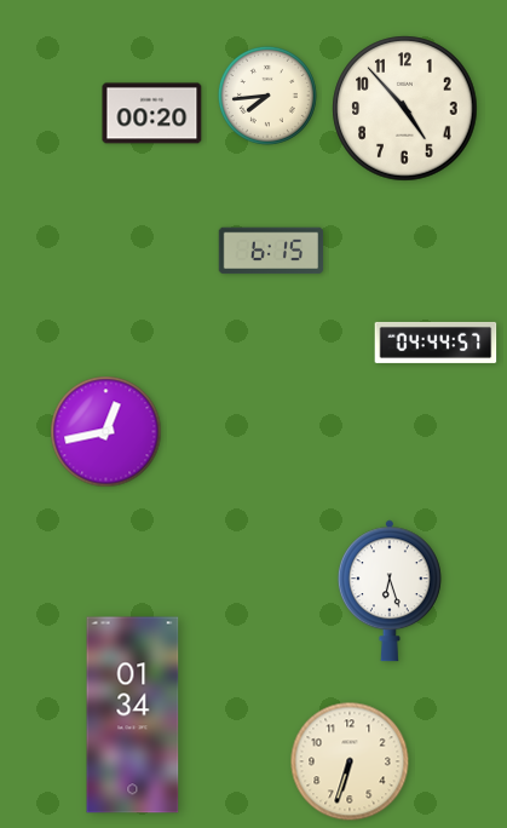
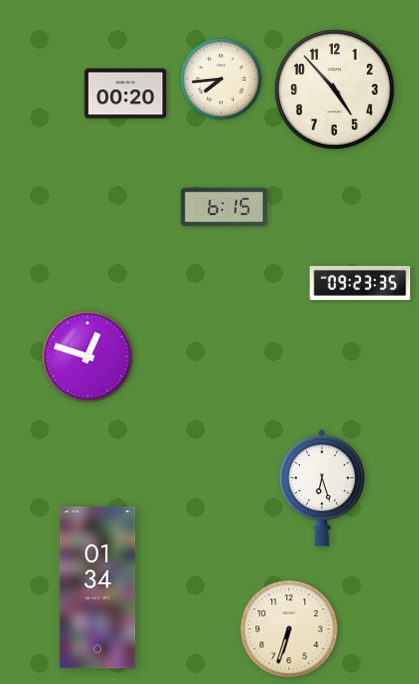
clock at (436, 343): 04:44 -> 09:23
clock at (106, 432): 12:43 -> 12:48
clock at (133, 715) position: (133, 715) -> (98, 588)
